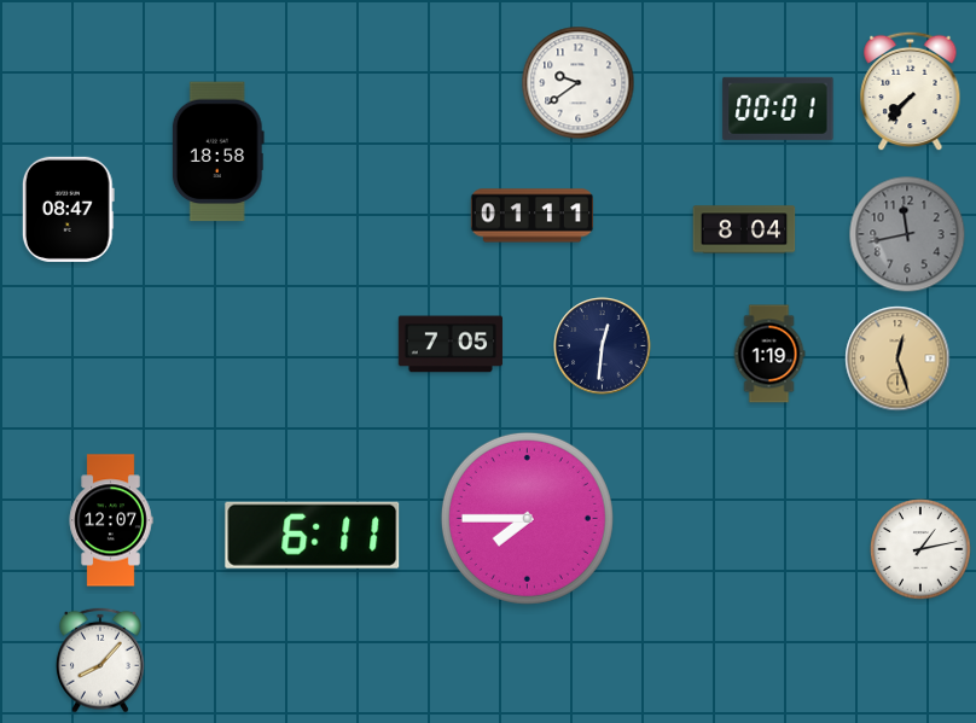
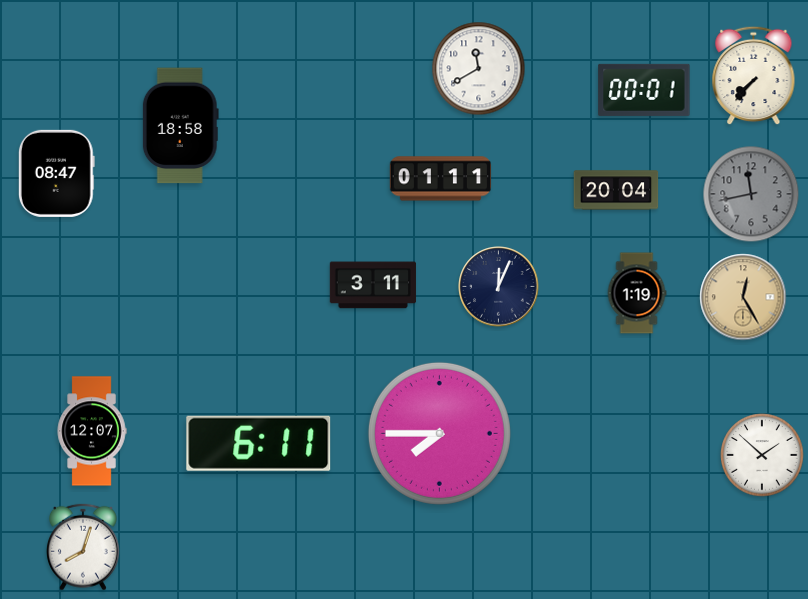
clock at (579, 83): 9:39 -> 11:40
clock at (744, 229): 8:04 -> 20:04
clock at (451, 344): 7:05 -> 3:11
clock at (603, 346): 12:31 -> 12:04
clock at (897, 358): 12:27 -> 12:25
clock at (527, 518) position: (527, 518) -> (439, 433)
clock at (920, 549): 1:13 -> 1:52
clock at (100, 660): 8:07 -> 8:03
